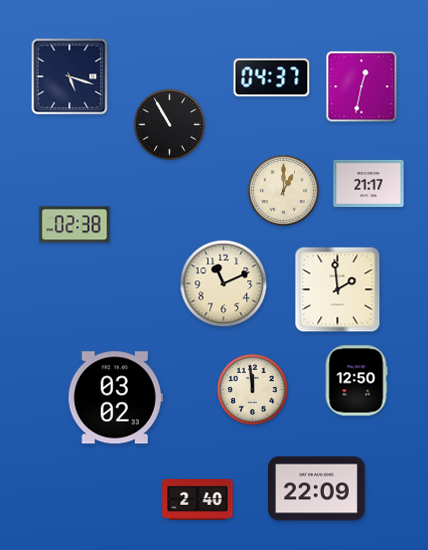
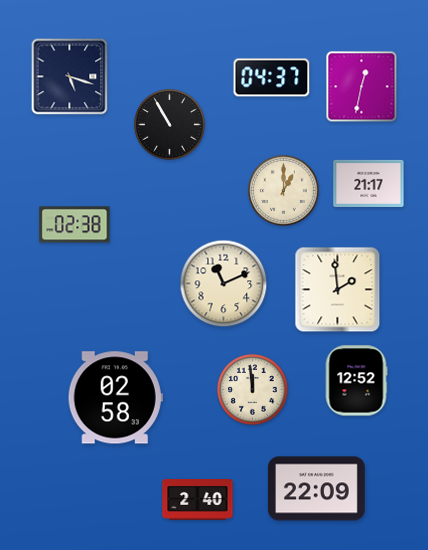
clock at (356, 381): 12:50 -> 12:52
clock at (115, 398): 03:02 -> 02:58
